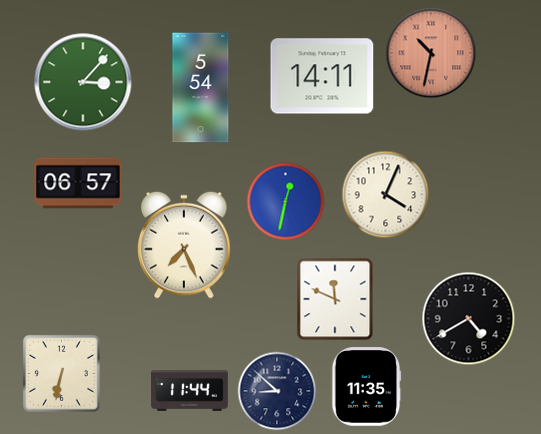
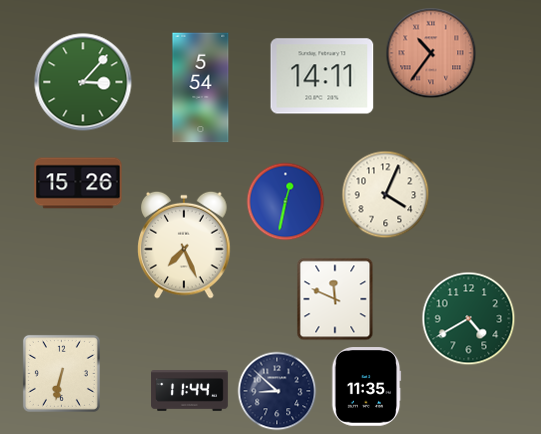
clock at (431, 53): 10:32 -> 10:36
clock at (78, 183): 06:57 -> 15:26
clock at (468, 318) dial: black -> green
